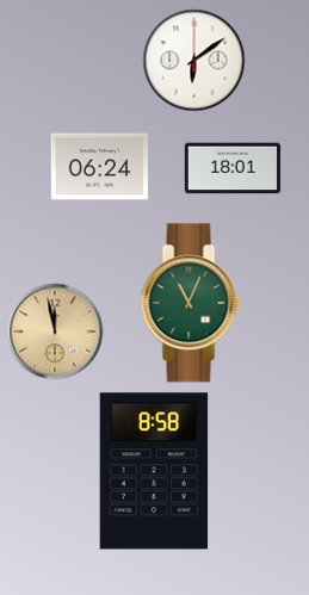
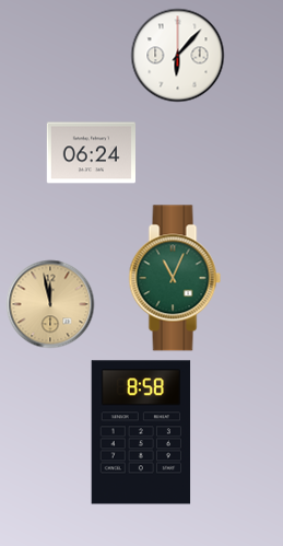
clock at (194, 61): 6:09 -> 6:07
clock at (231, 168): 18:01 -> none
